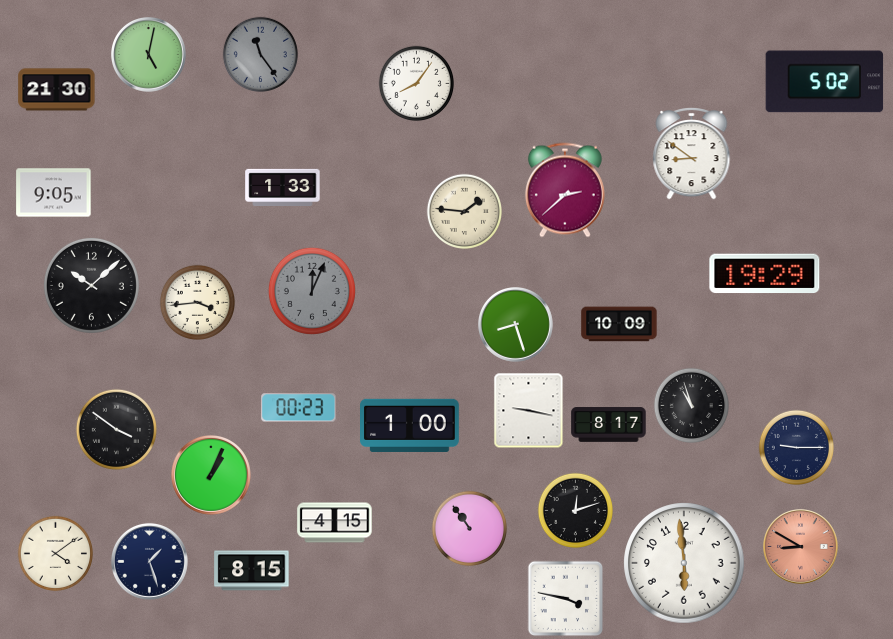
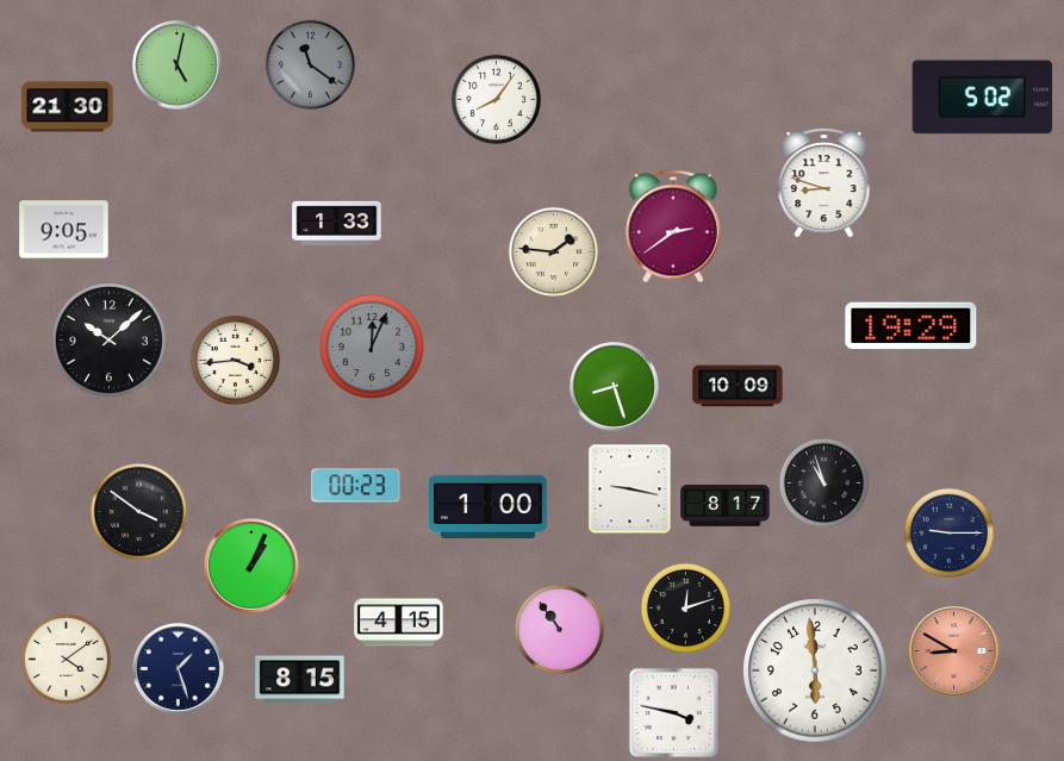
clock at (260, 54): 11:24 -> 11:21
clock at (692, 154): 8:51 -> 8:48
clock at (565, 190): 2:38 -> 2:39
